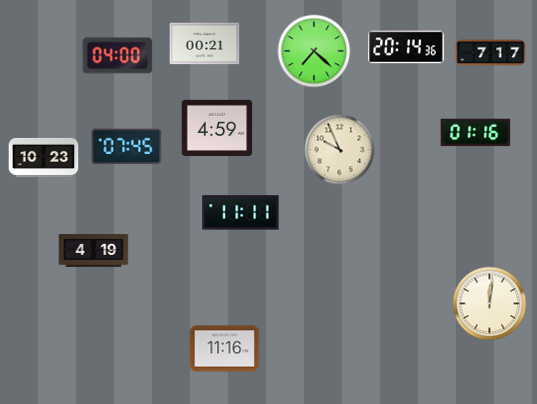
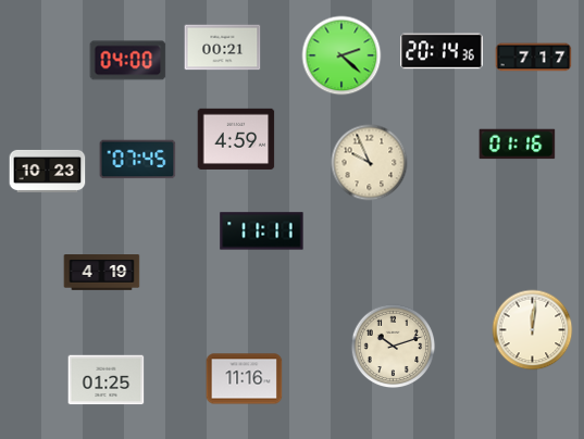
clock at (314, 51): 7:22 -> 2:22
clock at (394, 347): none -> 10:12
clock at (107, 380): none -> 01:25
